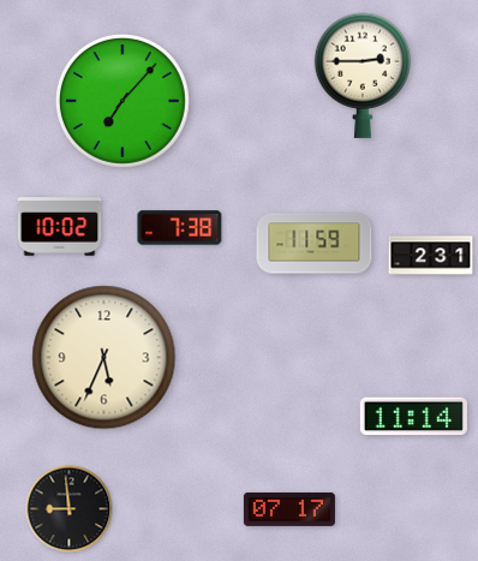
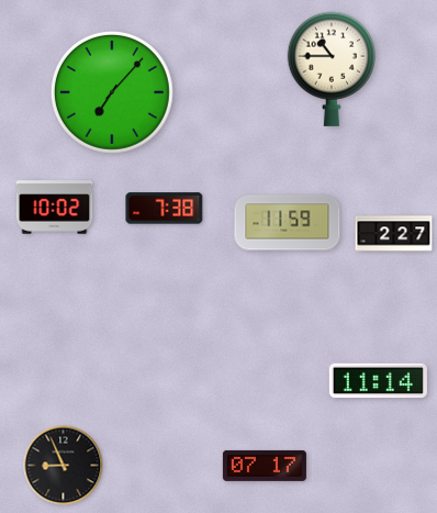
clock at (363, 76): 2:45 -> 10:45
clock at (431, 256): 2:31 -> 2:27
clock at (104, 358): 5:34 -> none
clock at (70, 509): 8:59 -> 8:56
